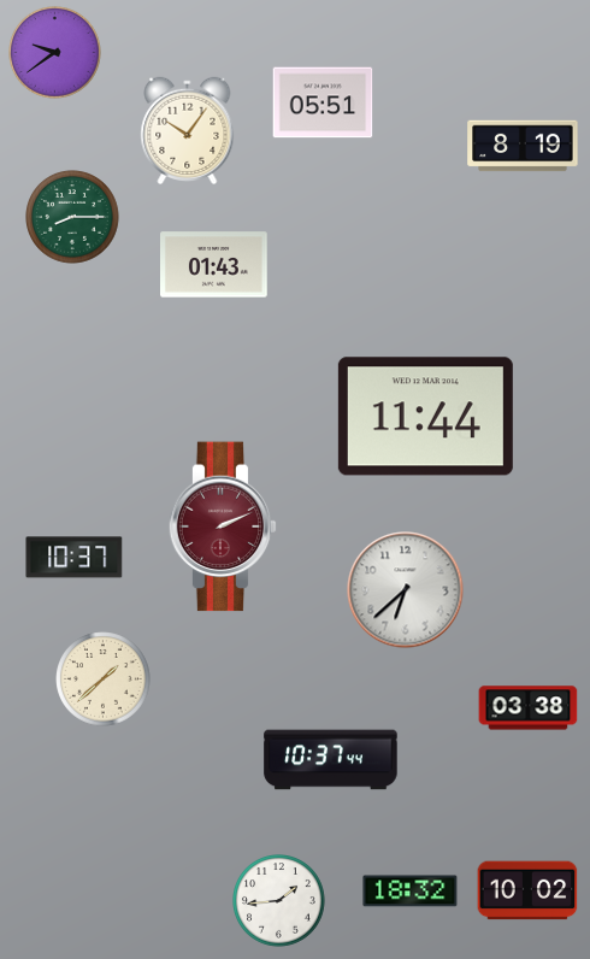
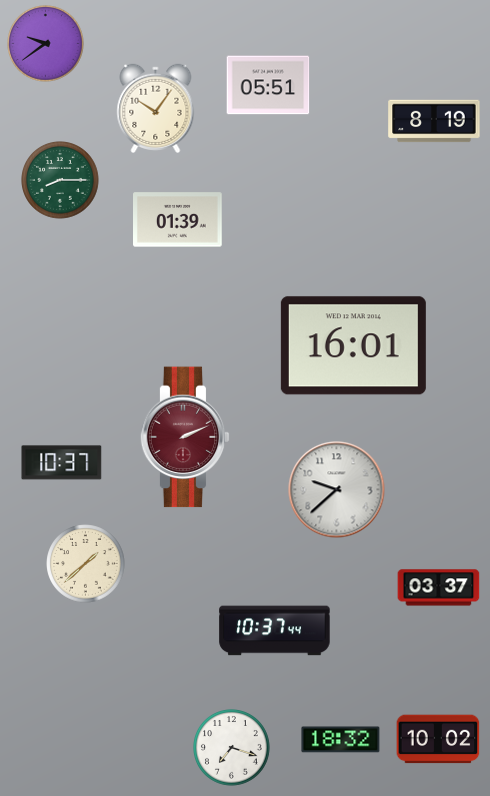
clock at (214, 265): 01:43 -> 01:39
clock at (425, 417): 11:44 -> 16:01
clock at (406, 590): 6:38 -> 9:38
clock at (529, 708): 03:38 -> 03:37
clock at (279, 901): 1:44 -> 7:18
